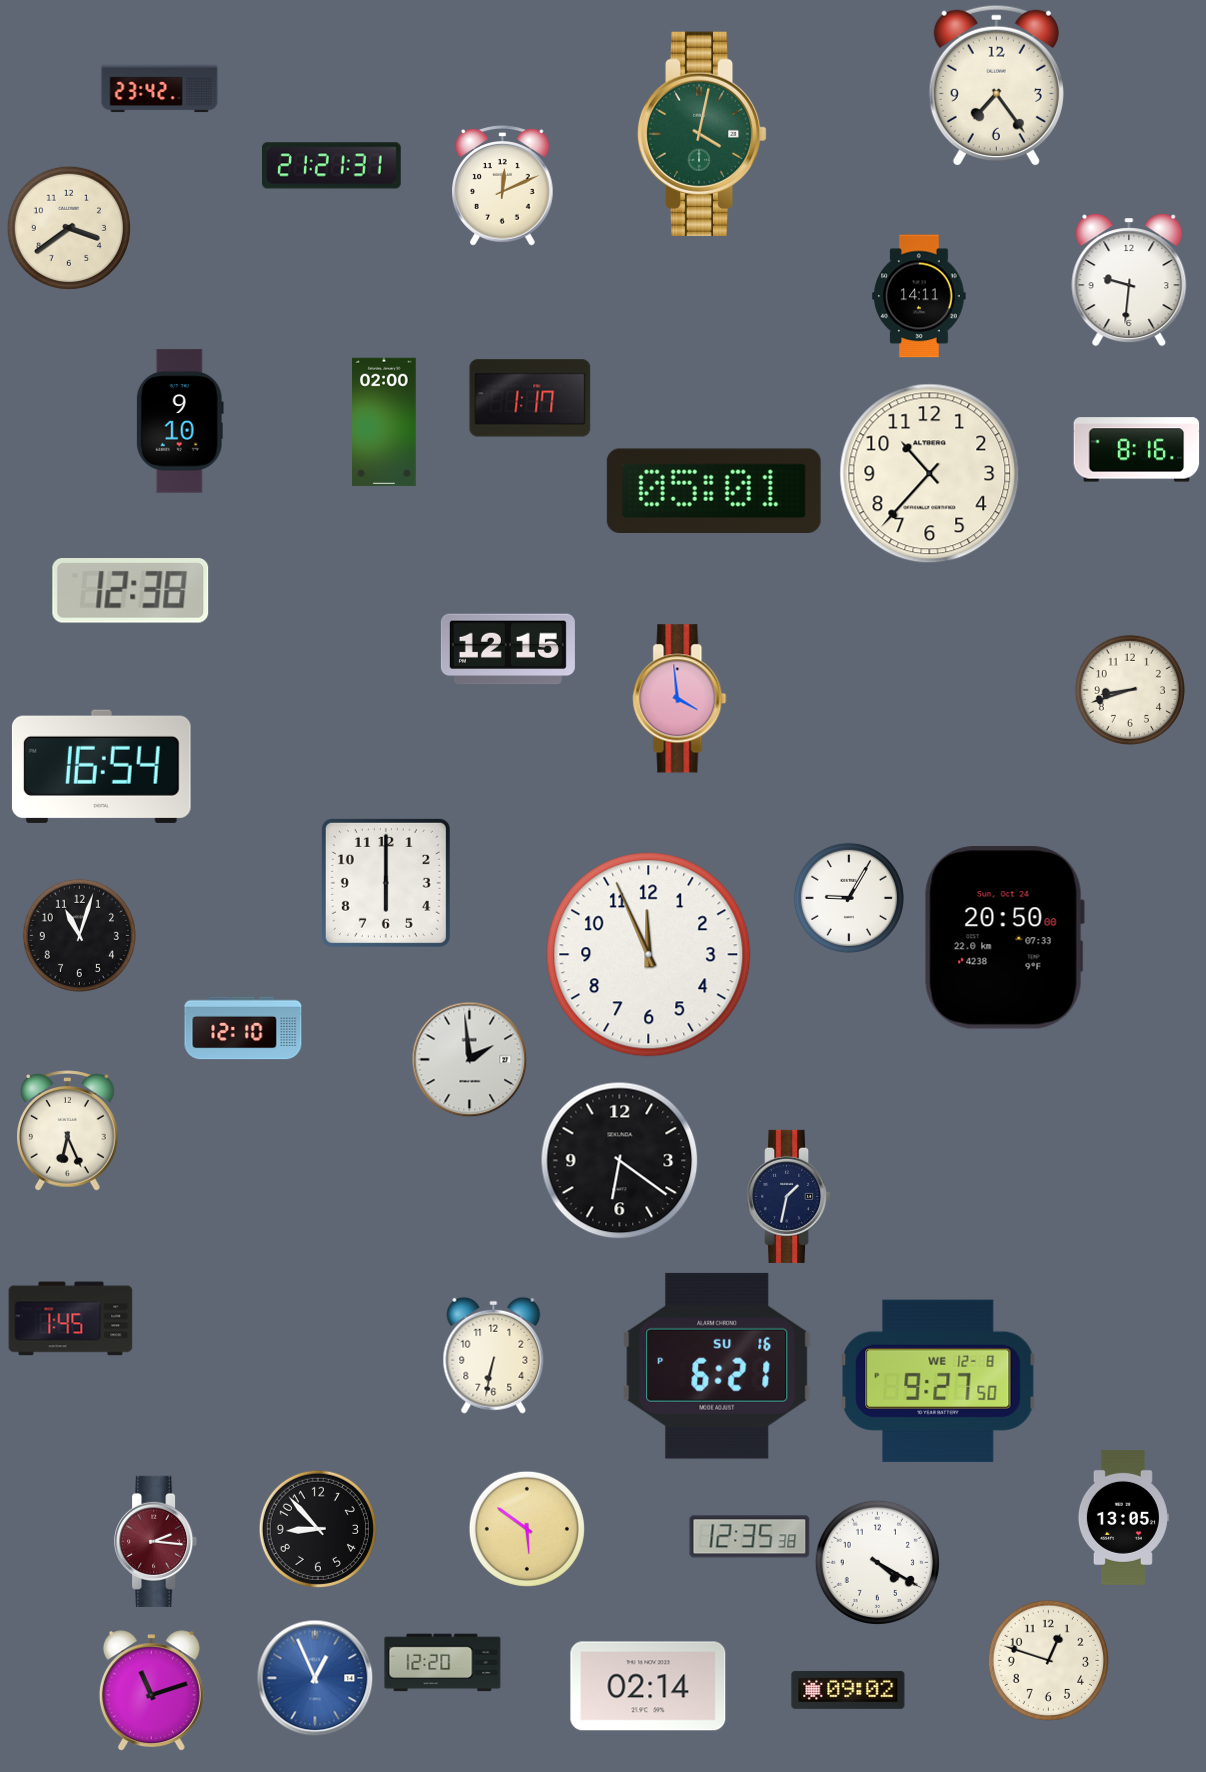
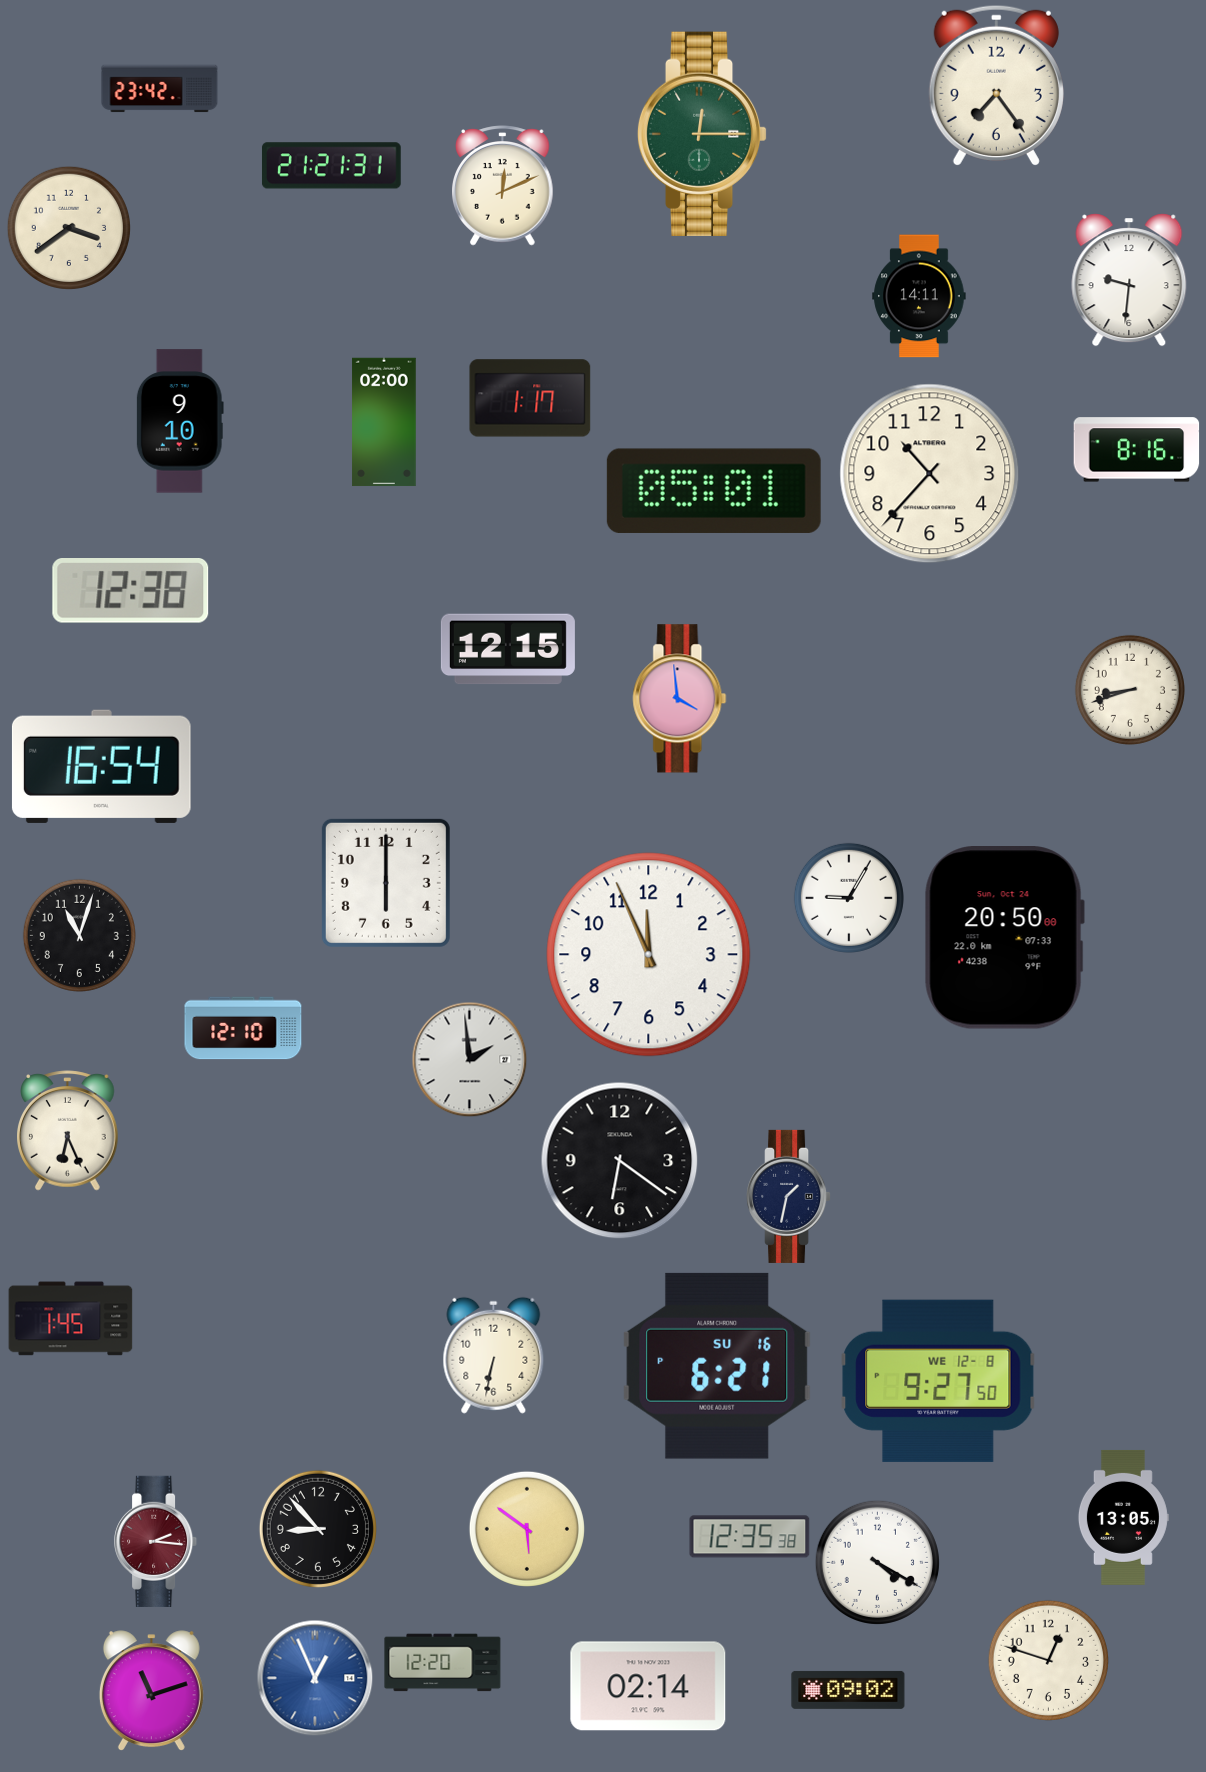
clock at (702, 134): 4:02 -> 12:15
